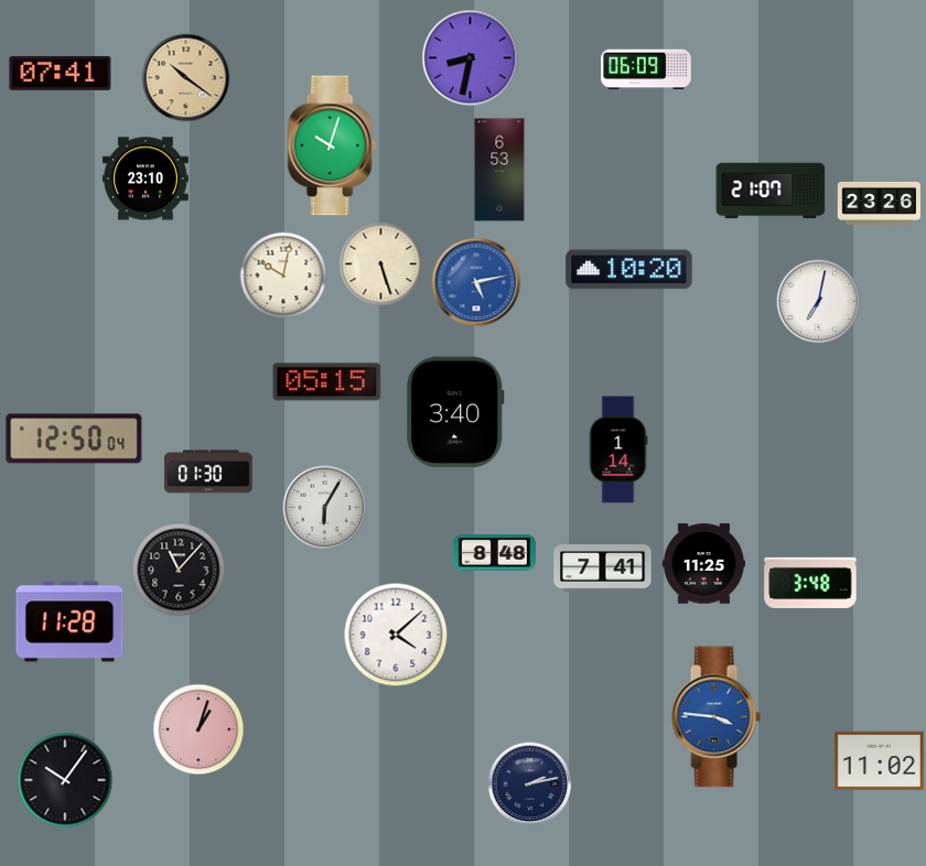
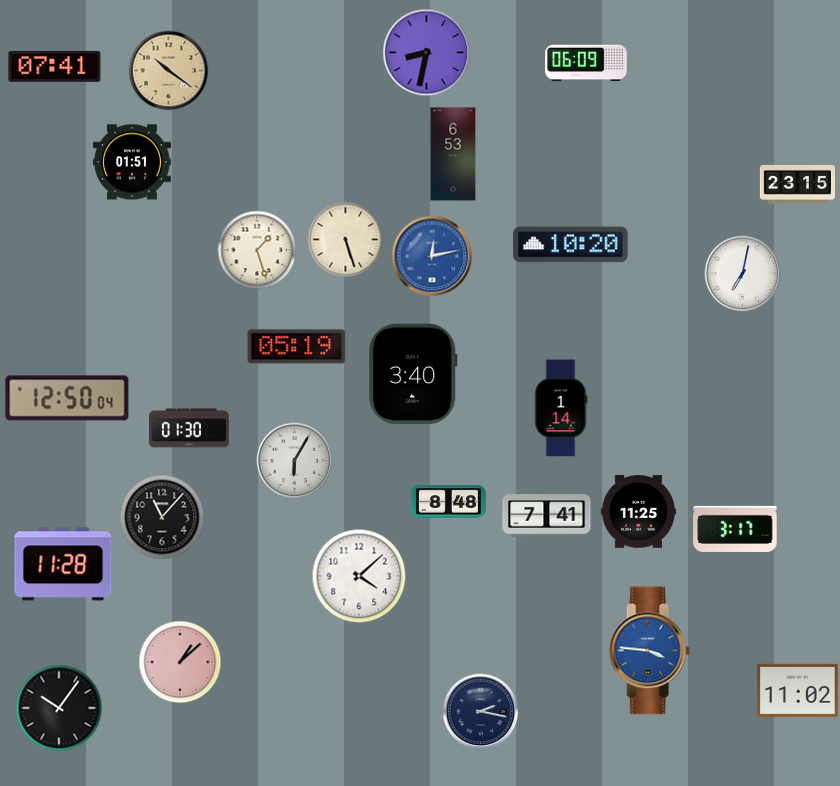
clock at (332, 145): 10:03 -> none
clock at (146, 178): 23:10 -> 01:51
clock at (771, 191): 21:07 -> none
clock at (879, 203): 23:26 -> 23:15
clock at (283, 275): 10:02 -> 1:27
clock at (476, 282): 5:13 -> 12:13
clock at (327, 382): 05:15 -> 05:19
clock at (810, 583): 3:48 -> 3:17
clock at (198, 729): 1:03 -> 1:08
clock at (530, 784): 2:13 -> 2:17
